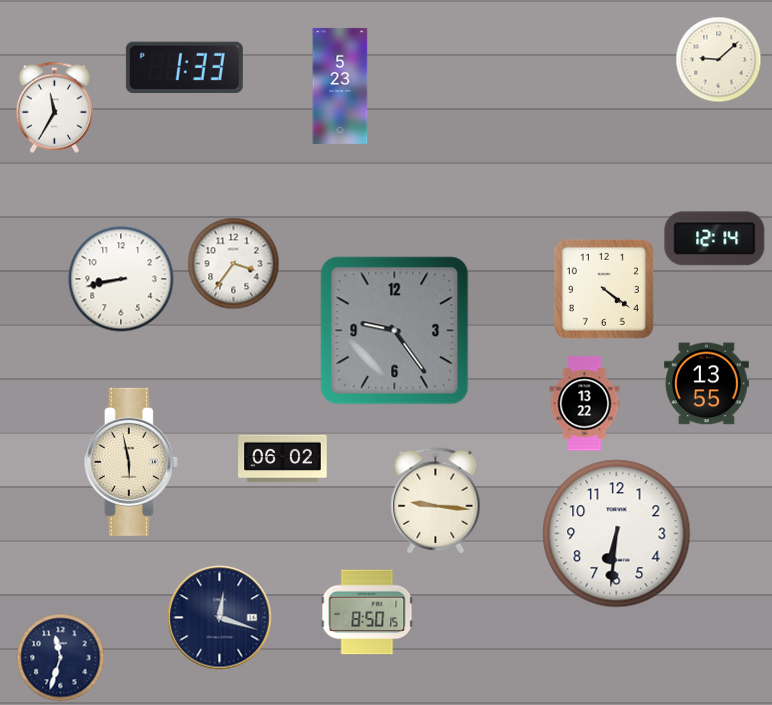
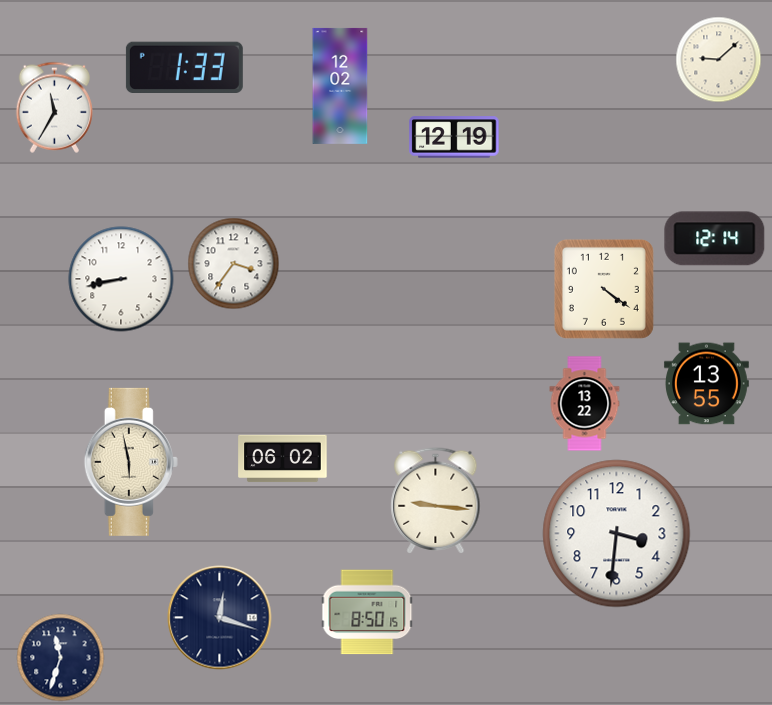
clock at (340, 86): 5:23 -> 12:02
clock at (454, 137): none -> 12:19
clock at (395, 331): 9:24 -> none
clock at (617, 534): 6:31 -> 3:31
